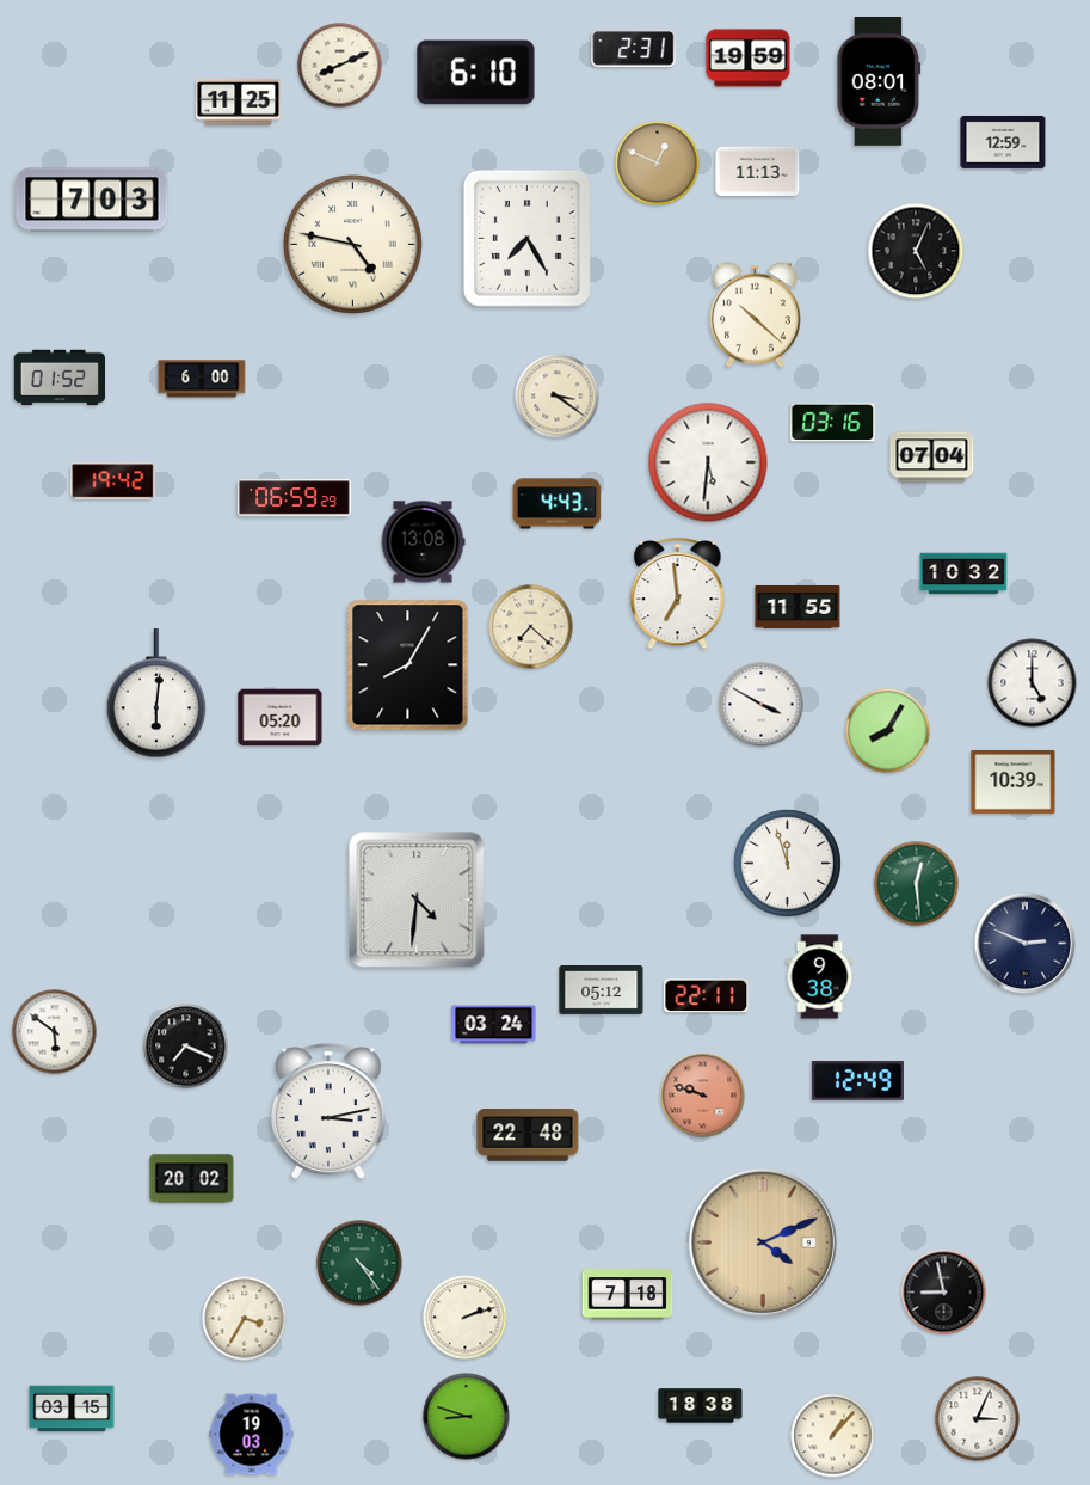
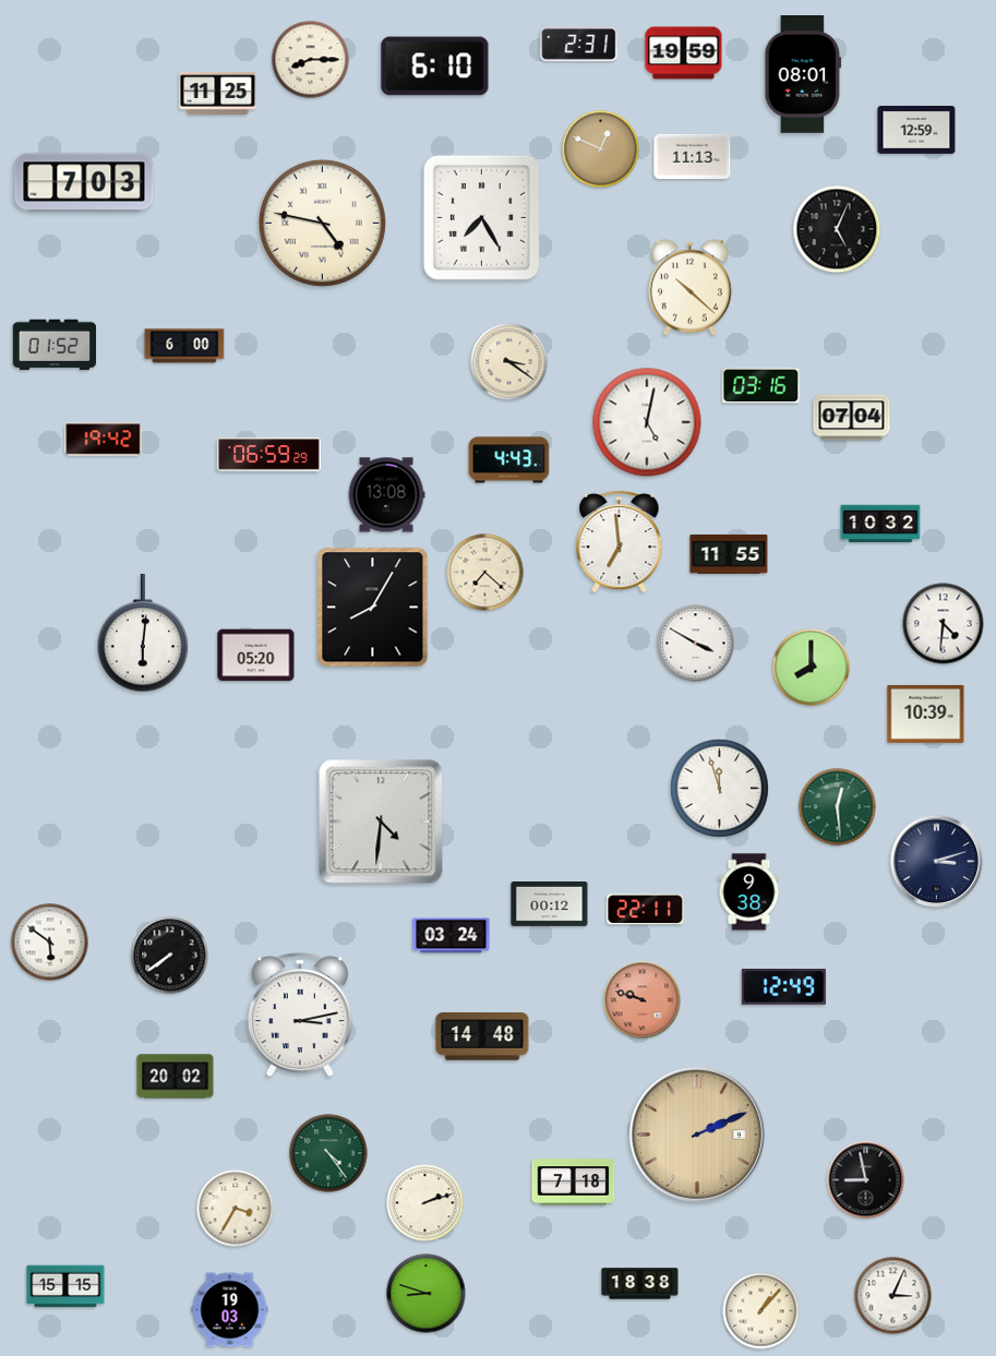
clock at (340, 66): 8:11 -> 8:15
clock at (708, 462): 5:31 -> 5:02
clock at (1033, 683): 5:00 -> 4:31
clock at (888, 731): 8:05 -> 8:00
clock at (1026, 944): 2:49 -> 3:12
clock at (602, 990): 05:12 -> 00:12
clock at (186, 1047): 7:19 -> 7:39
clock at (528, 1135): 22:48 -> 14:48
clock at (763, 1242): 4:11 -> 2:11
clock at (944, 1293) position: (944, 1293) -> (866, 1180)
clock at (245, 1319) position: (245, 1319) -> (236, 1209)
clock at (72, 1409): 03:15 -> 15:15
